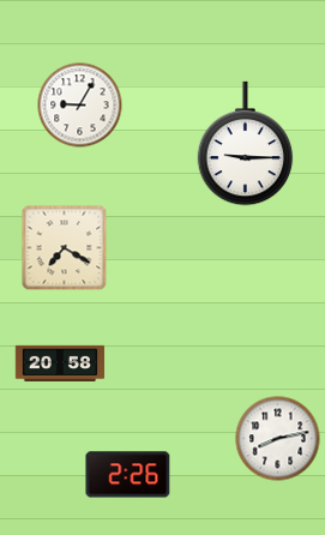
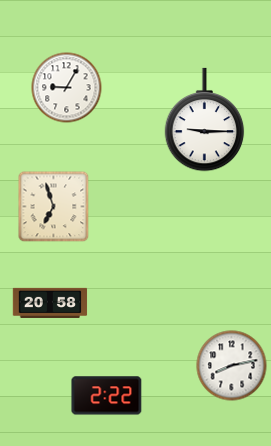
clock at (65, 248): 7:20 -> 6:57
clock at (128, 475): 2:26 -> 2:22
